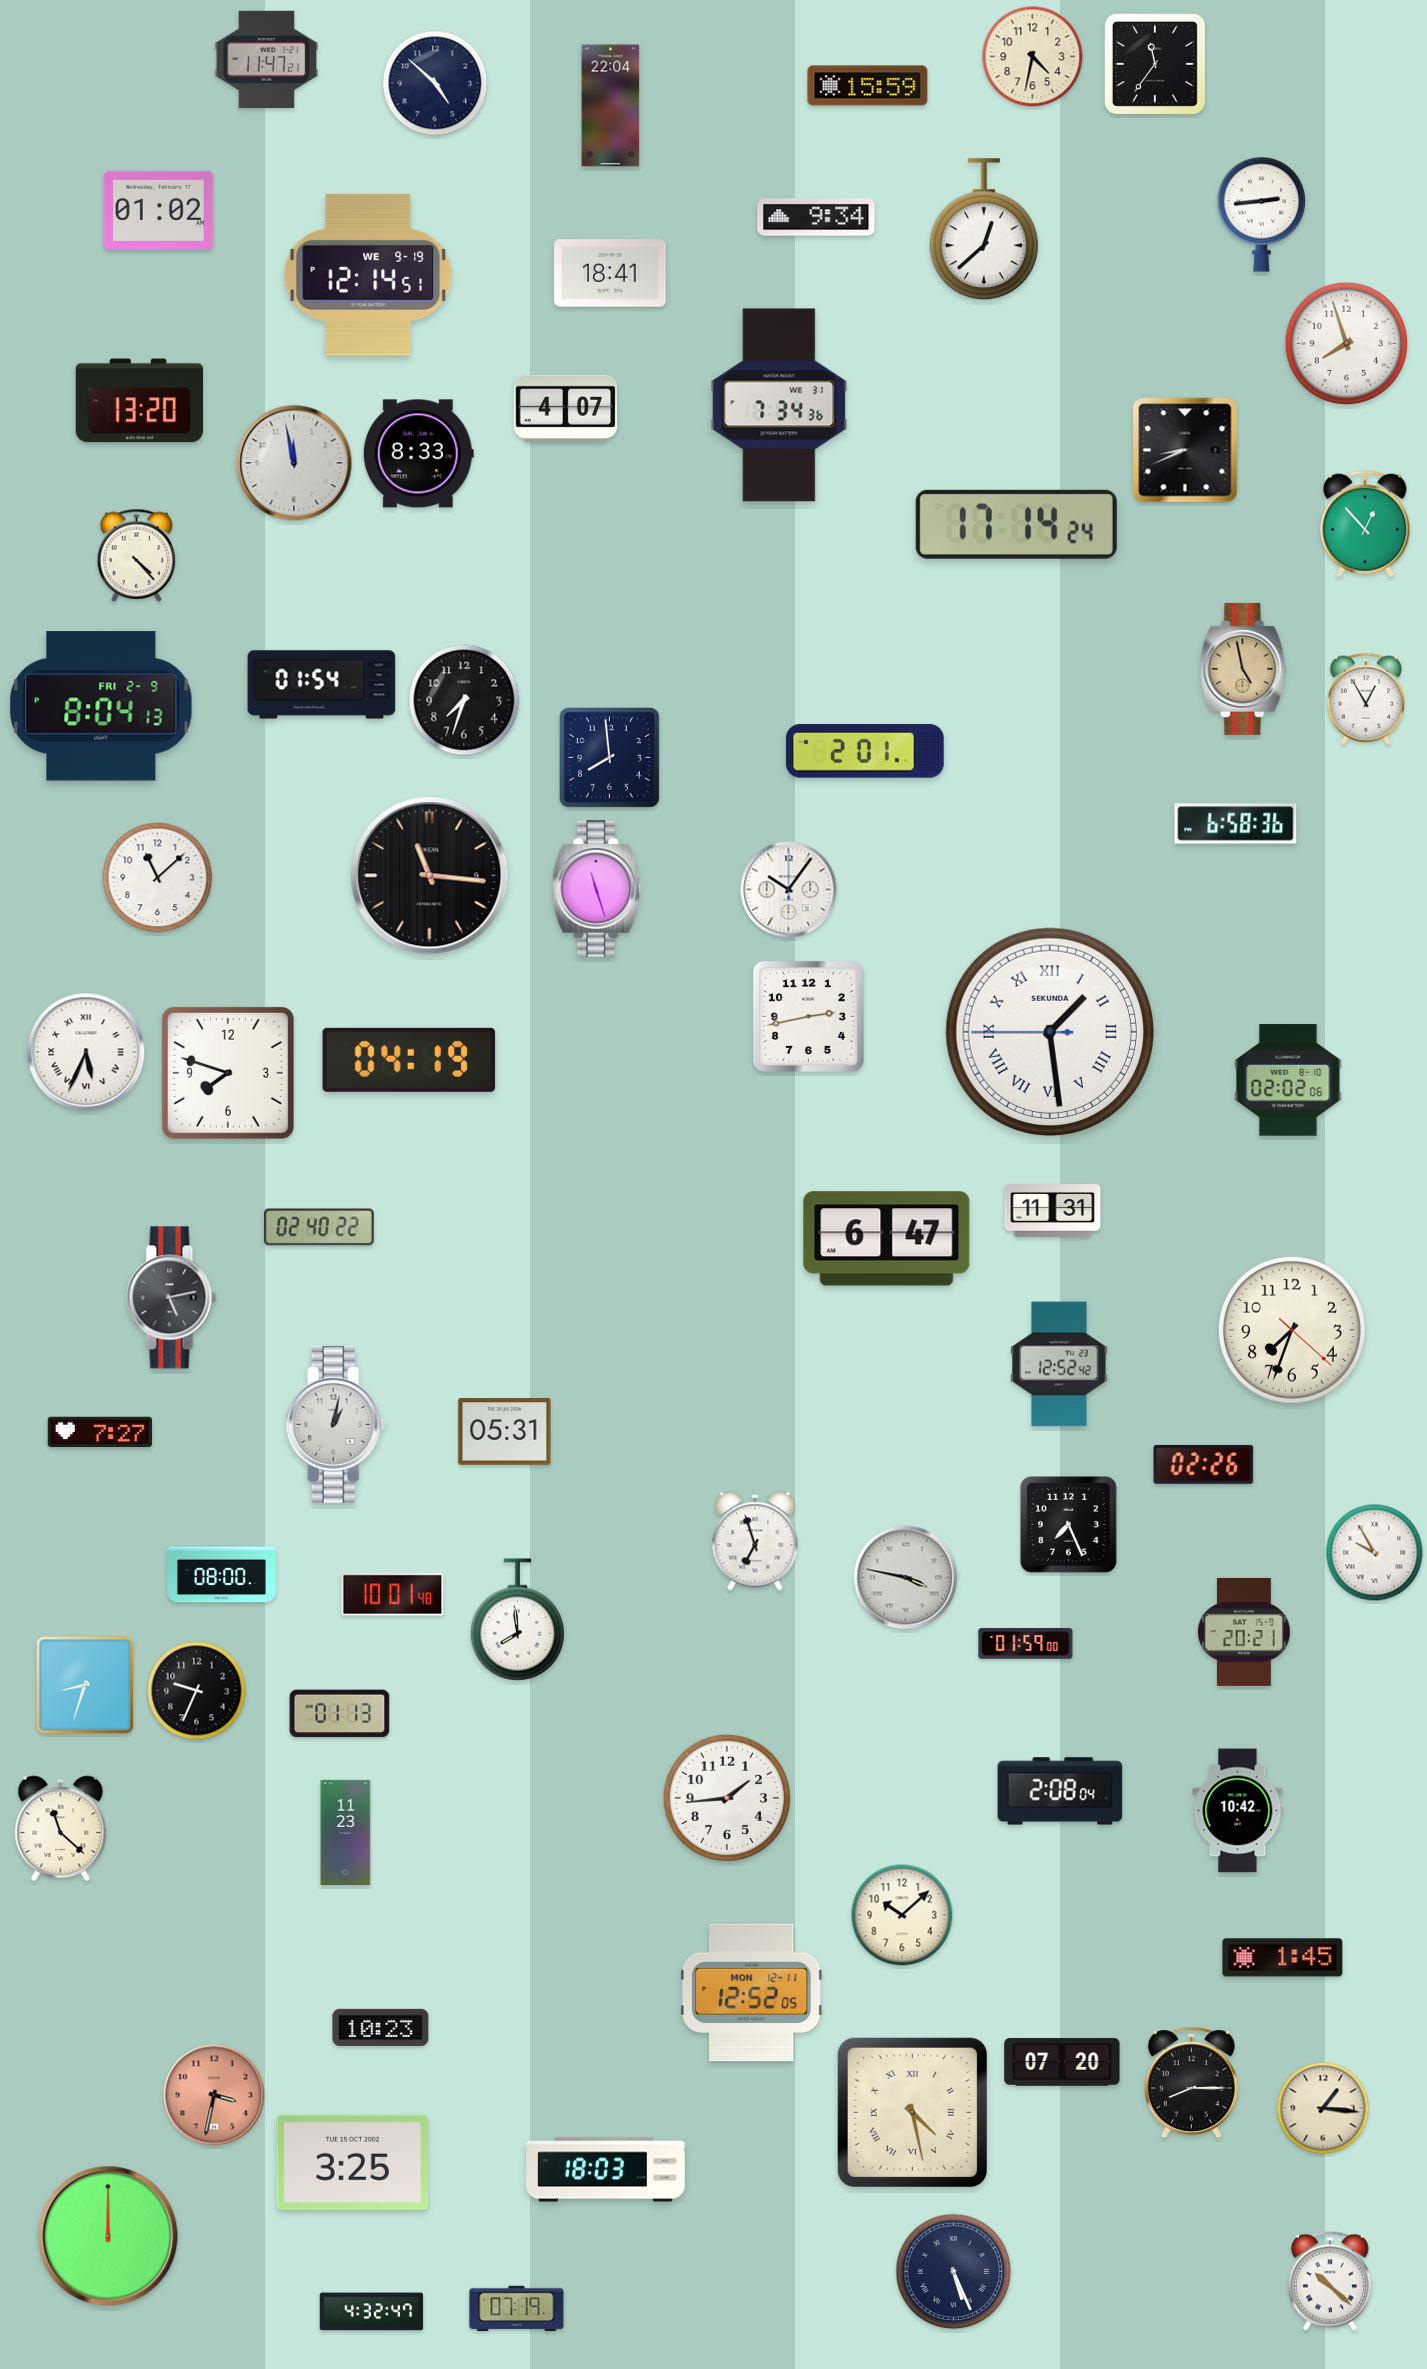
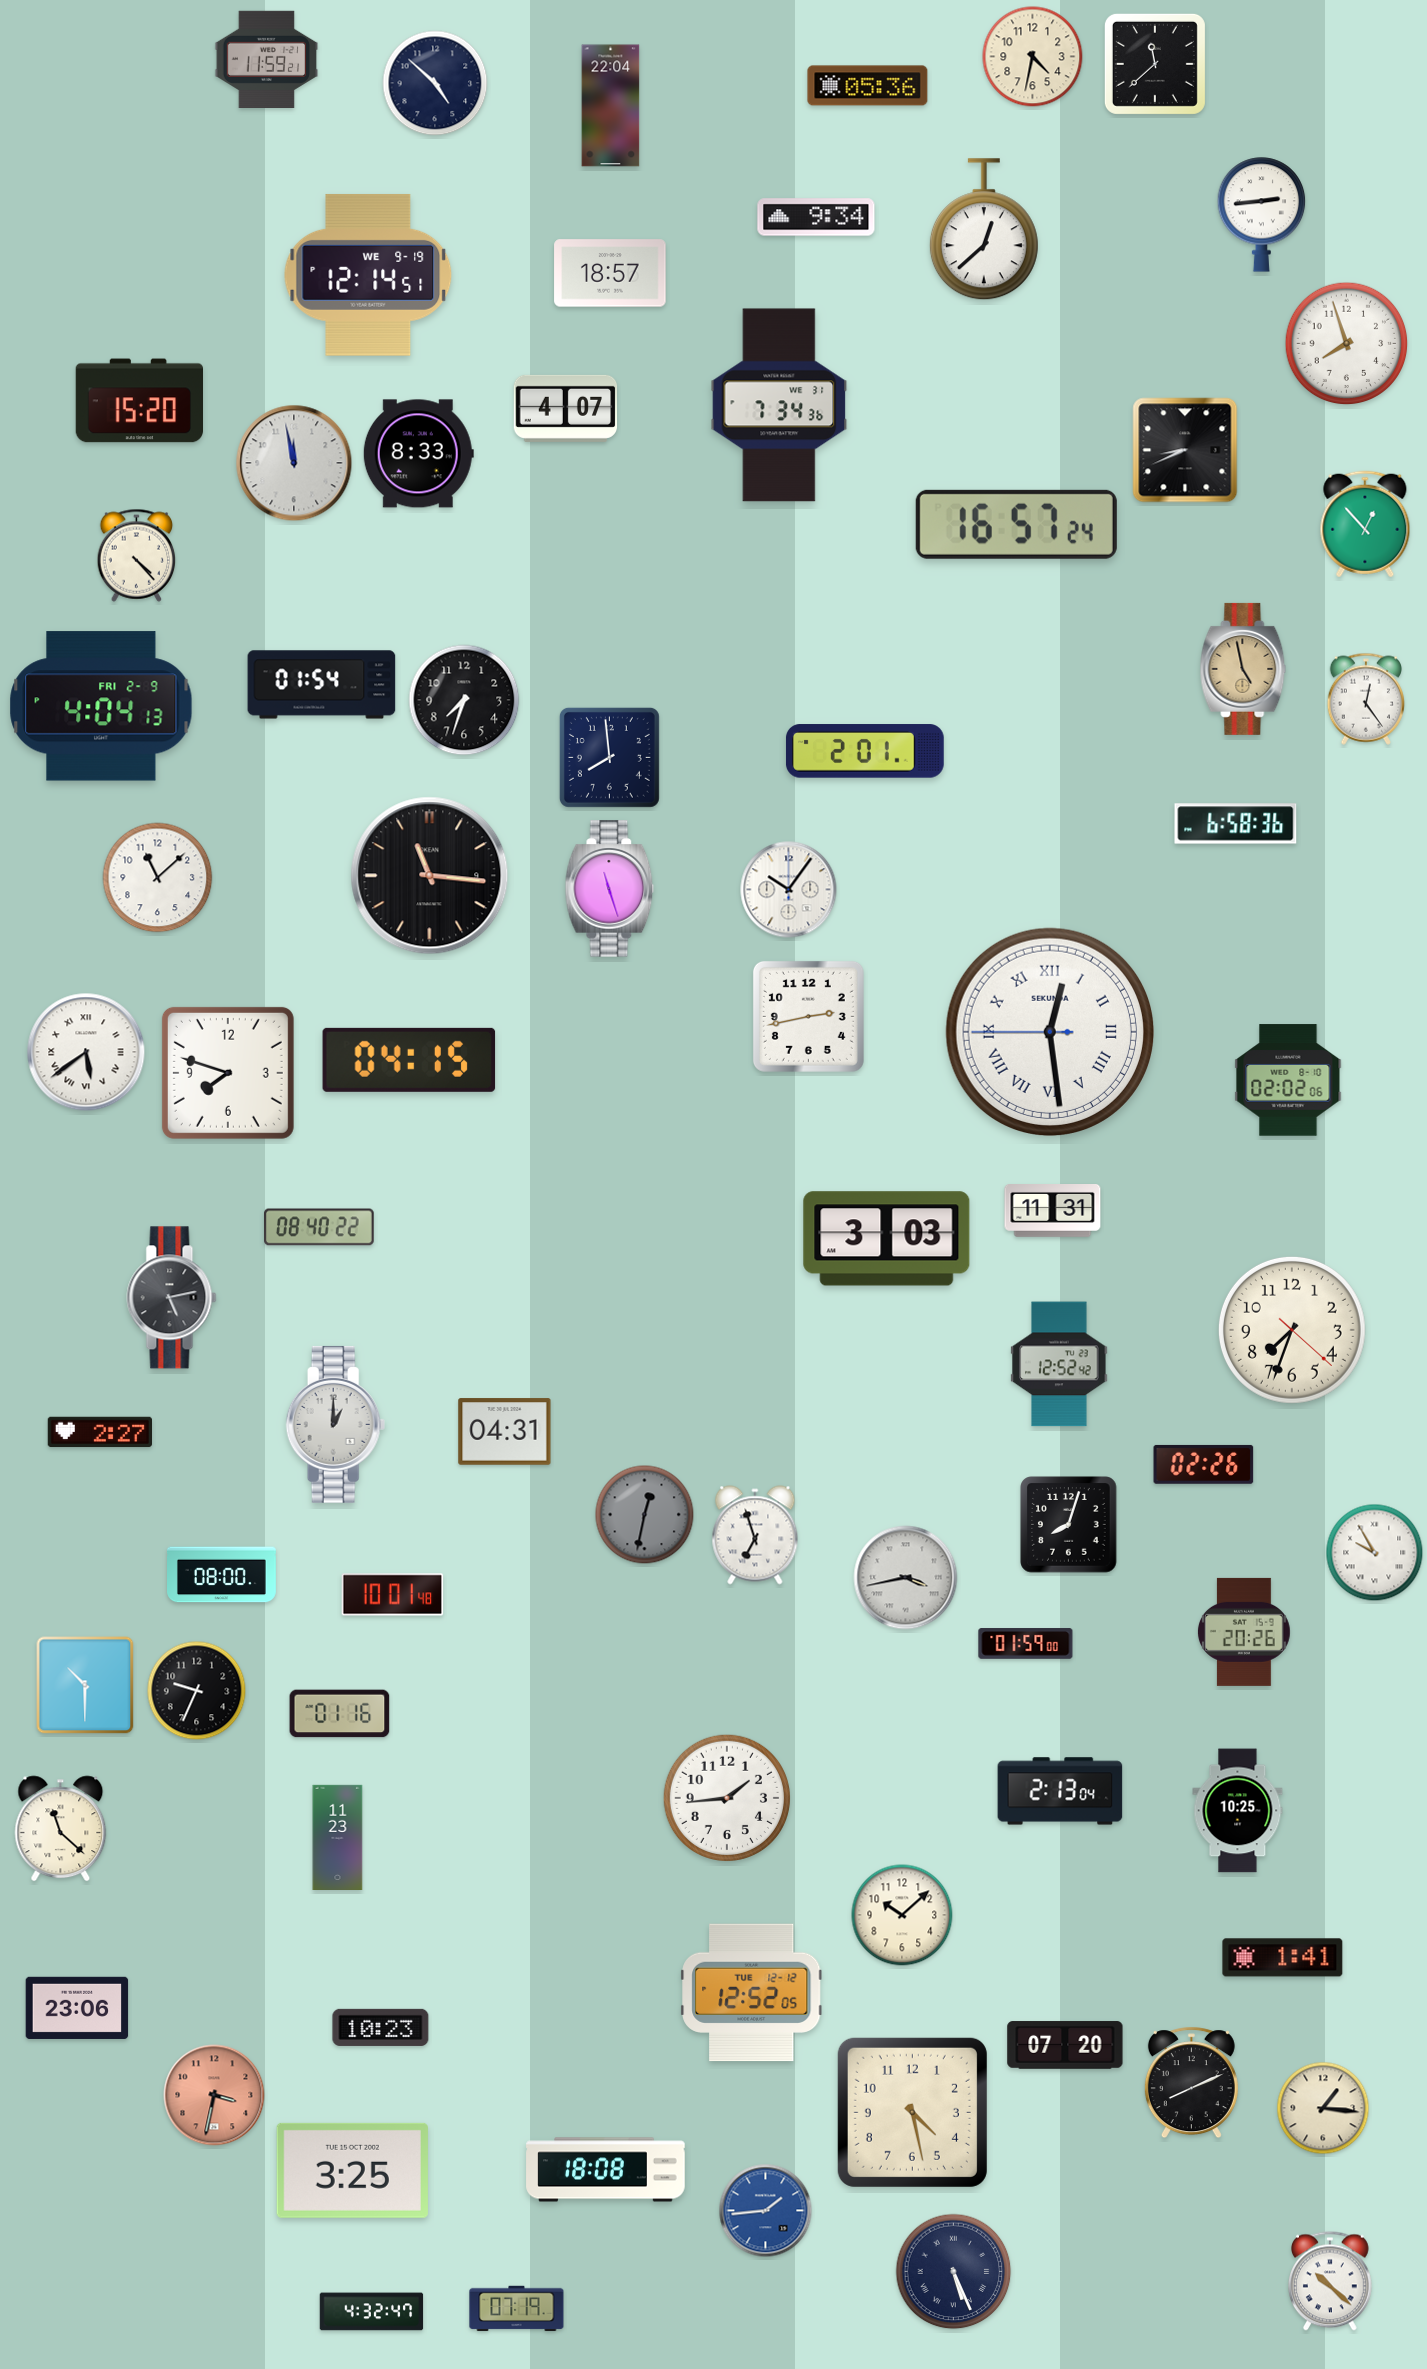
clock at (267, 59): 11:47 -> 11:59
clock at (1155, 64): 11:36 -> 11:38
clock at (868, 86): 15:59 -> 05:36
clock at (158, 210): 01:02 -> none
clock at (610, 273): 18:41 -> 18:57
clock at (140, 401): 13:20 -> 15:20
clock at (1016, 524): 17:14 -> 16:57
clock at (1365, 699): 12:55 -> 12:24
clock at (101, 706): 8:04 -> 4:04
clock at (597, 889) position: (597, 889) -> (610, 889)
clock at (1049, 1031): 1:28 -> 12:28
clock at (86, 1052): 5:34 -> 5:39
clock at (409, 1060): 04:19 -> 04:15
clock at (320, 1227): 02:40 -> 08:40
clock at (887, 1239): 6:47 -> 3:03
clock at (336, 1424): 1:02 -> 1:00
clock at (99, 1432): 7:27 -> 2:27
clock at (505, 1432): 05:31 -> 04:31
clock at (645, 1515): none -> 12:32
clock at (1069, 1525): 7:26 -> 8:03
clock at (755, 1541) position: (755, 1541) -> (755, 1535)
clock at (906, 1578): 3:47 -> 3:43
clock at (517, 1620): 7:59 -> none
clock at (1244, 1632): 20:21 -> 20:26
clock at (85, 1685): 8:33 -> 10:30
clock at (340, 1714): 01:13 -> 01:16
clock at (1060, 1791): 2:08 -> 2:13
clock at (1238, 1811): 10:42 -> 10:25
clock at (346, 1832) position: (346, 1832) -> (338, 1837)
clock at (1283, 1958): 1:45 -> 1:41
clock at (752, 1993) date: MON 12-11 -> TUE 12-12
clock at (77, 2008): none -> 23:06
clock at (1062, 2062) position: (1062, 2062) -> (1065, 2045)
clock at (1191, 2083): 8:15 -> 8:11
clock at (912, 2112) numerals: Roman -> Arabic
clock at (352, 2162) position: (352, 2162) -> (352, 2170)
clock at (606, 2170): 18:03 -> 18:08
clock at (766, 2211): none -> 1:44
clock at (108, 2236): 12:00 -> none
